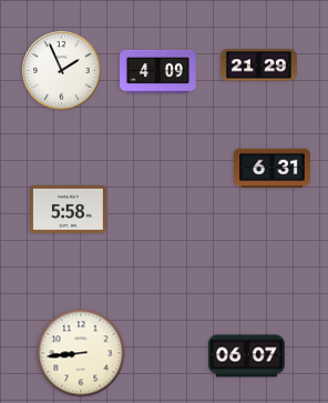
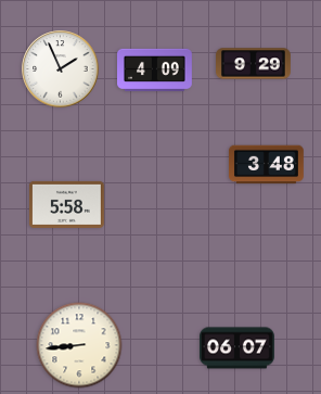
clock at (259, 66): 21:29 -> 9:29
clock at (273, 169): 6:31 -> 3:48
clock at (247, 356) position: (247, 356) -> (237, 348)
